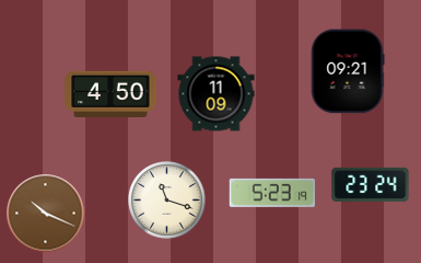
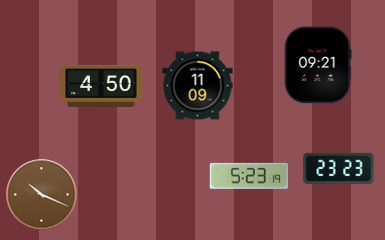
clock at (371, 184): 23:24 -> 23:23
clock at (167, 201): 11:18 -> none
